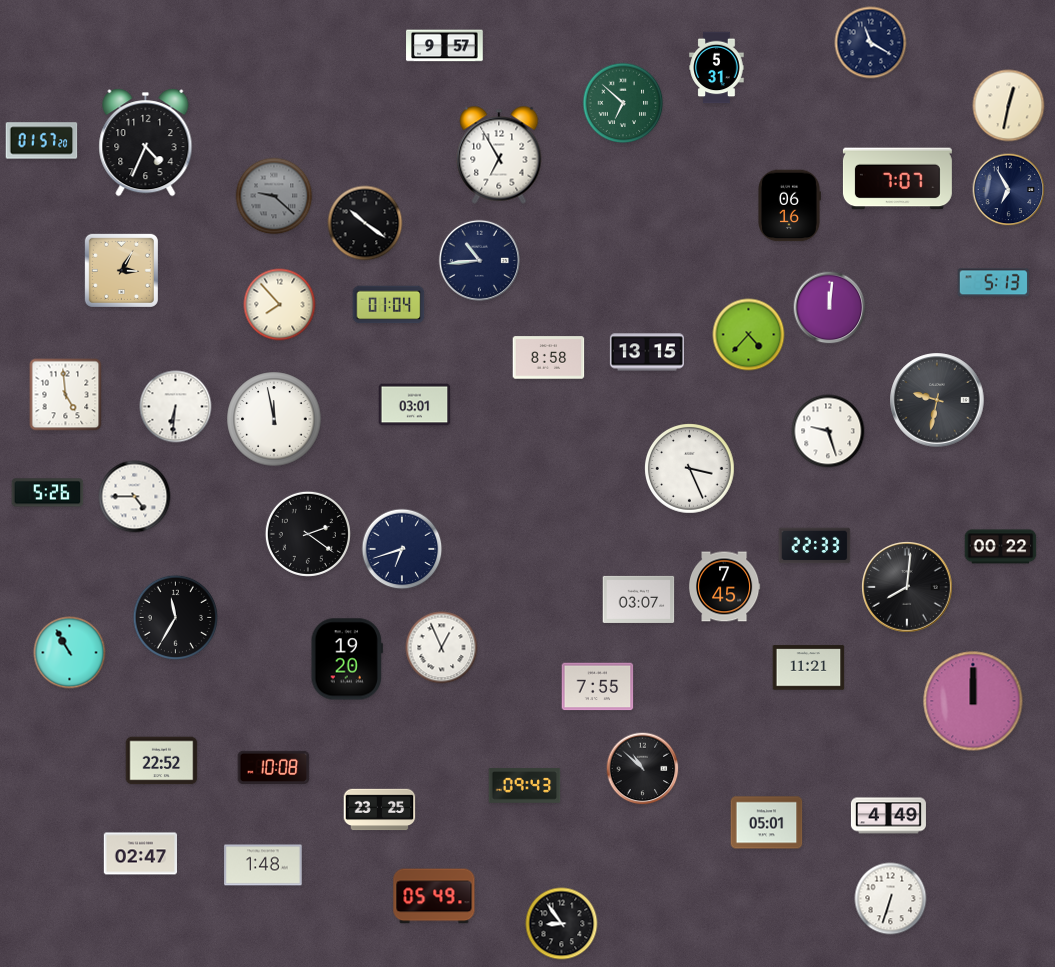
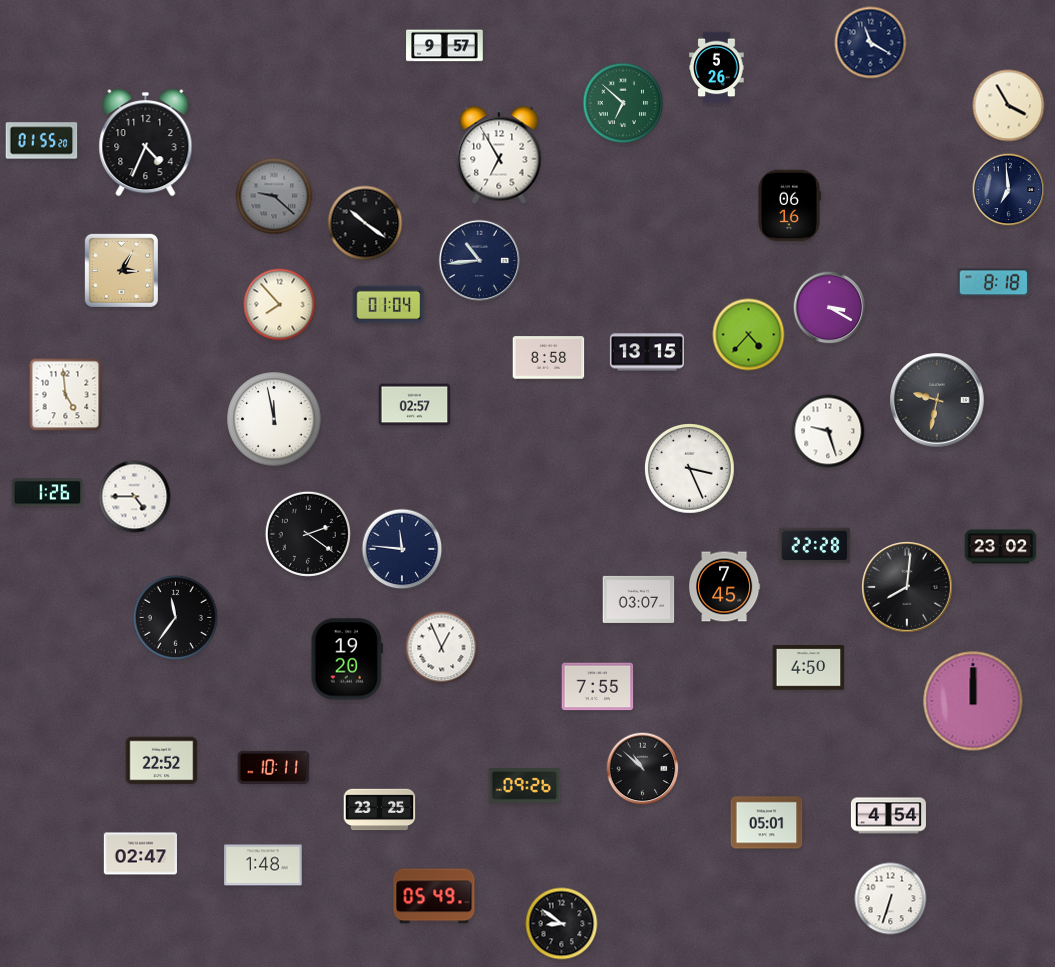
clock at (717, 68): 5:31 -> 5:26
clock at (1009, 106): 12:32 -> 3:55
clock at (42, 141): 01:57 -> 01:55
clock at (897, 179): 7:07 -> none
clock at (1009, 190): 6:55 -> 6:59
clock at (994, 283): 5:13 -> 8:18
clock at (830, 308): 12:01 -> 3:20
clock at (415, 405): 03:01 -> 02:57
clock at (176, 407): 6:31 -> none
clock at (48, 493): 5:26 -> 1:26
clock at (815, 546): 22:33 -> 22:28
clock at (1001, 547): 00:22 -> 23:02
clock at (402, 549): 6:42 -> 11:46
clock at (175, 617): 11:35 -> 11:36
clock at (70, 653): 10:55 -> none
clock at (809, 668): 11:21 -> 4:50
clock at (274, 767): 10:08 -> 10:11
clock at (525, 786): 09:43 -> 09:26
clock at (888, 816): 4:49 -> 4:54
clock at (562, 924): 8:54 -> 8:51
